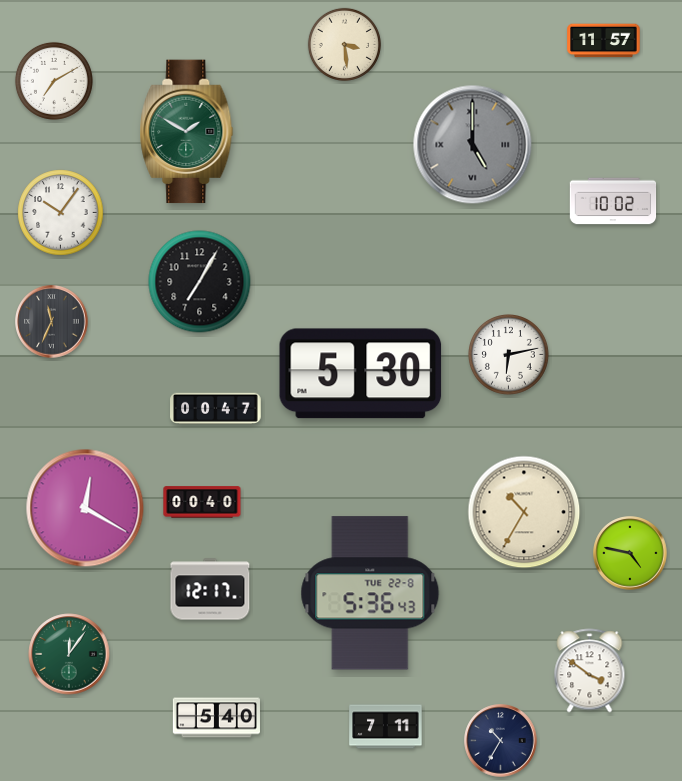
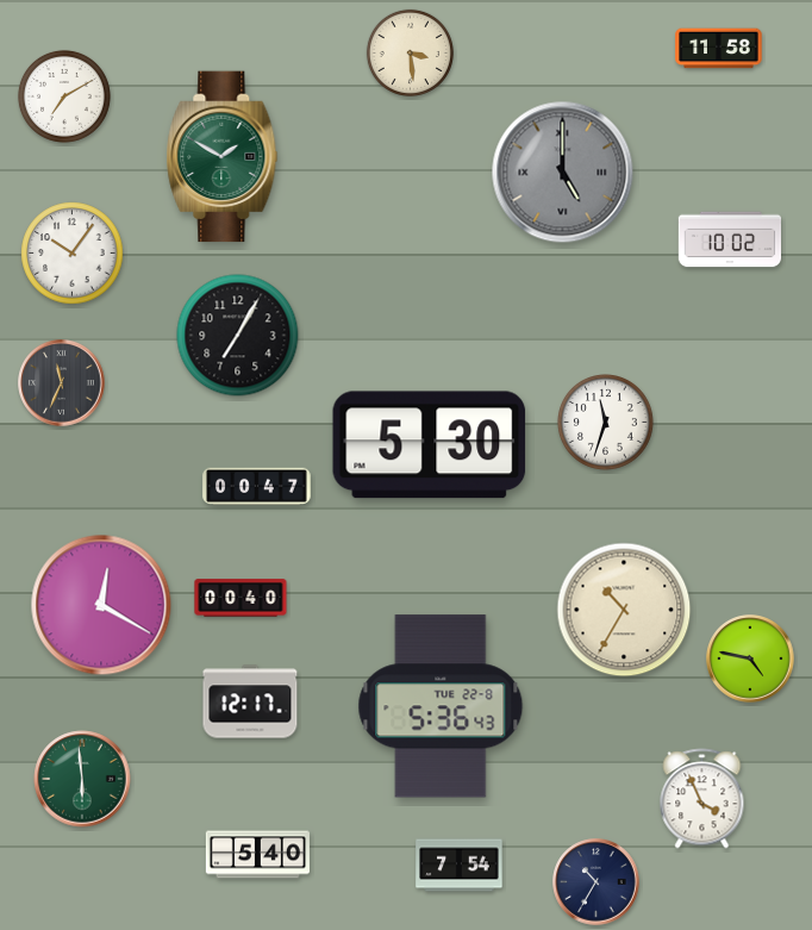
clock at (604, 41): 11:57 -> 11:58
clock at (509, 355): 6:13 -> 11:33
clock at (69, 654): 12:06 -> 5:59
clock at (590, 671): 3:51 -> 3:56
clock at (386, 727): 7:11 -> 7:54
